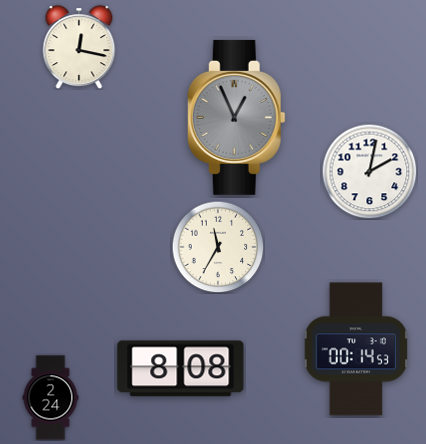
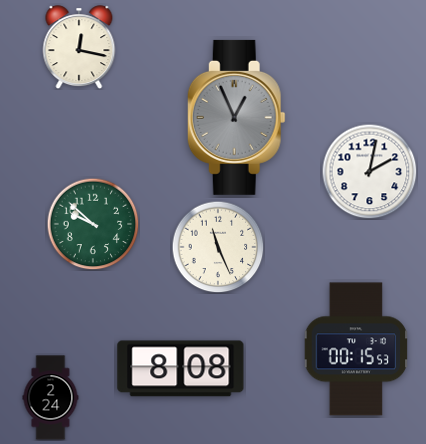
clock at (93, 224): none -> 9:52
clock at (218, 247): 11:35 -> 11:26
clock at (356, 349): 00:14 -> 00:15
